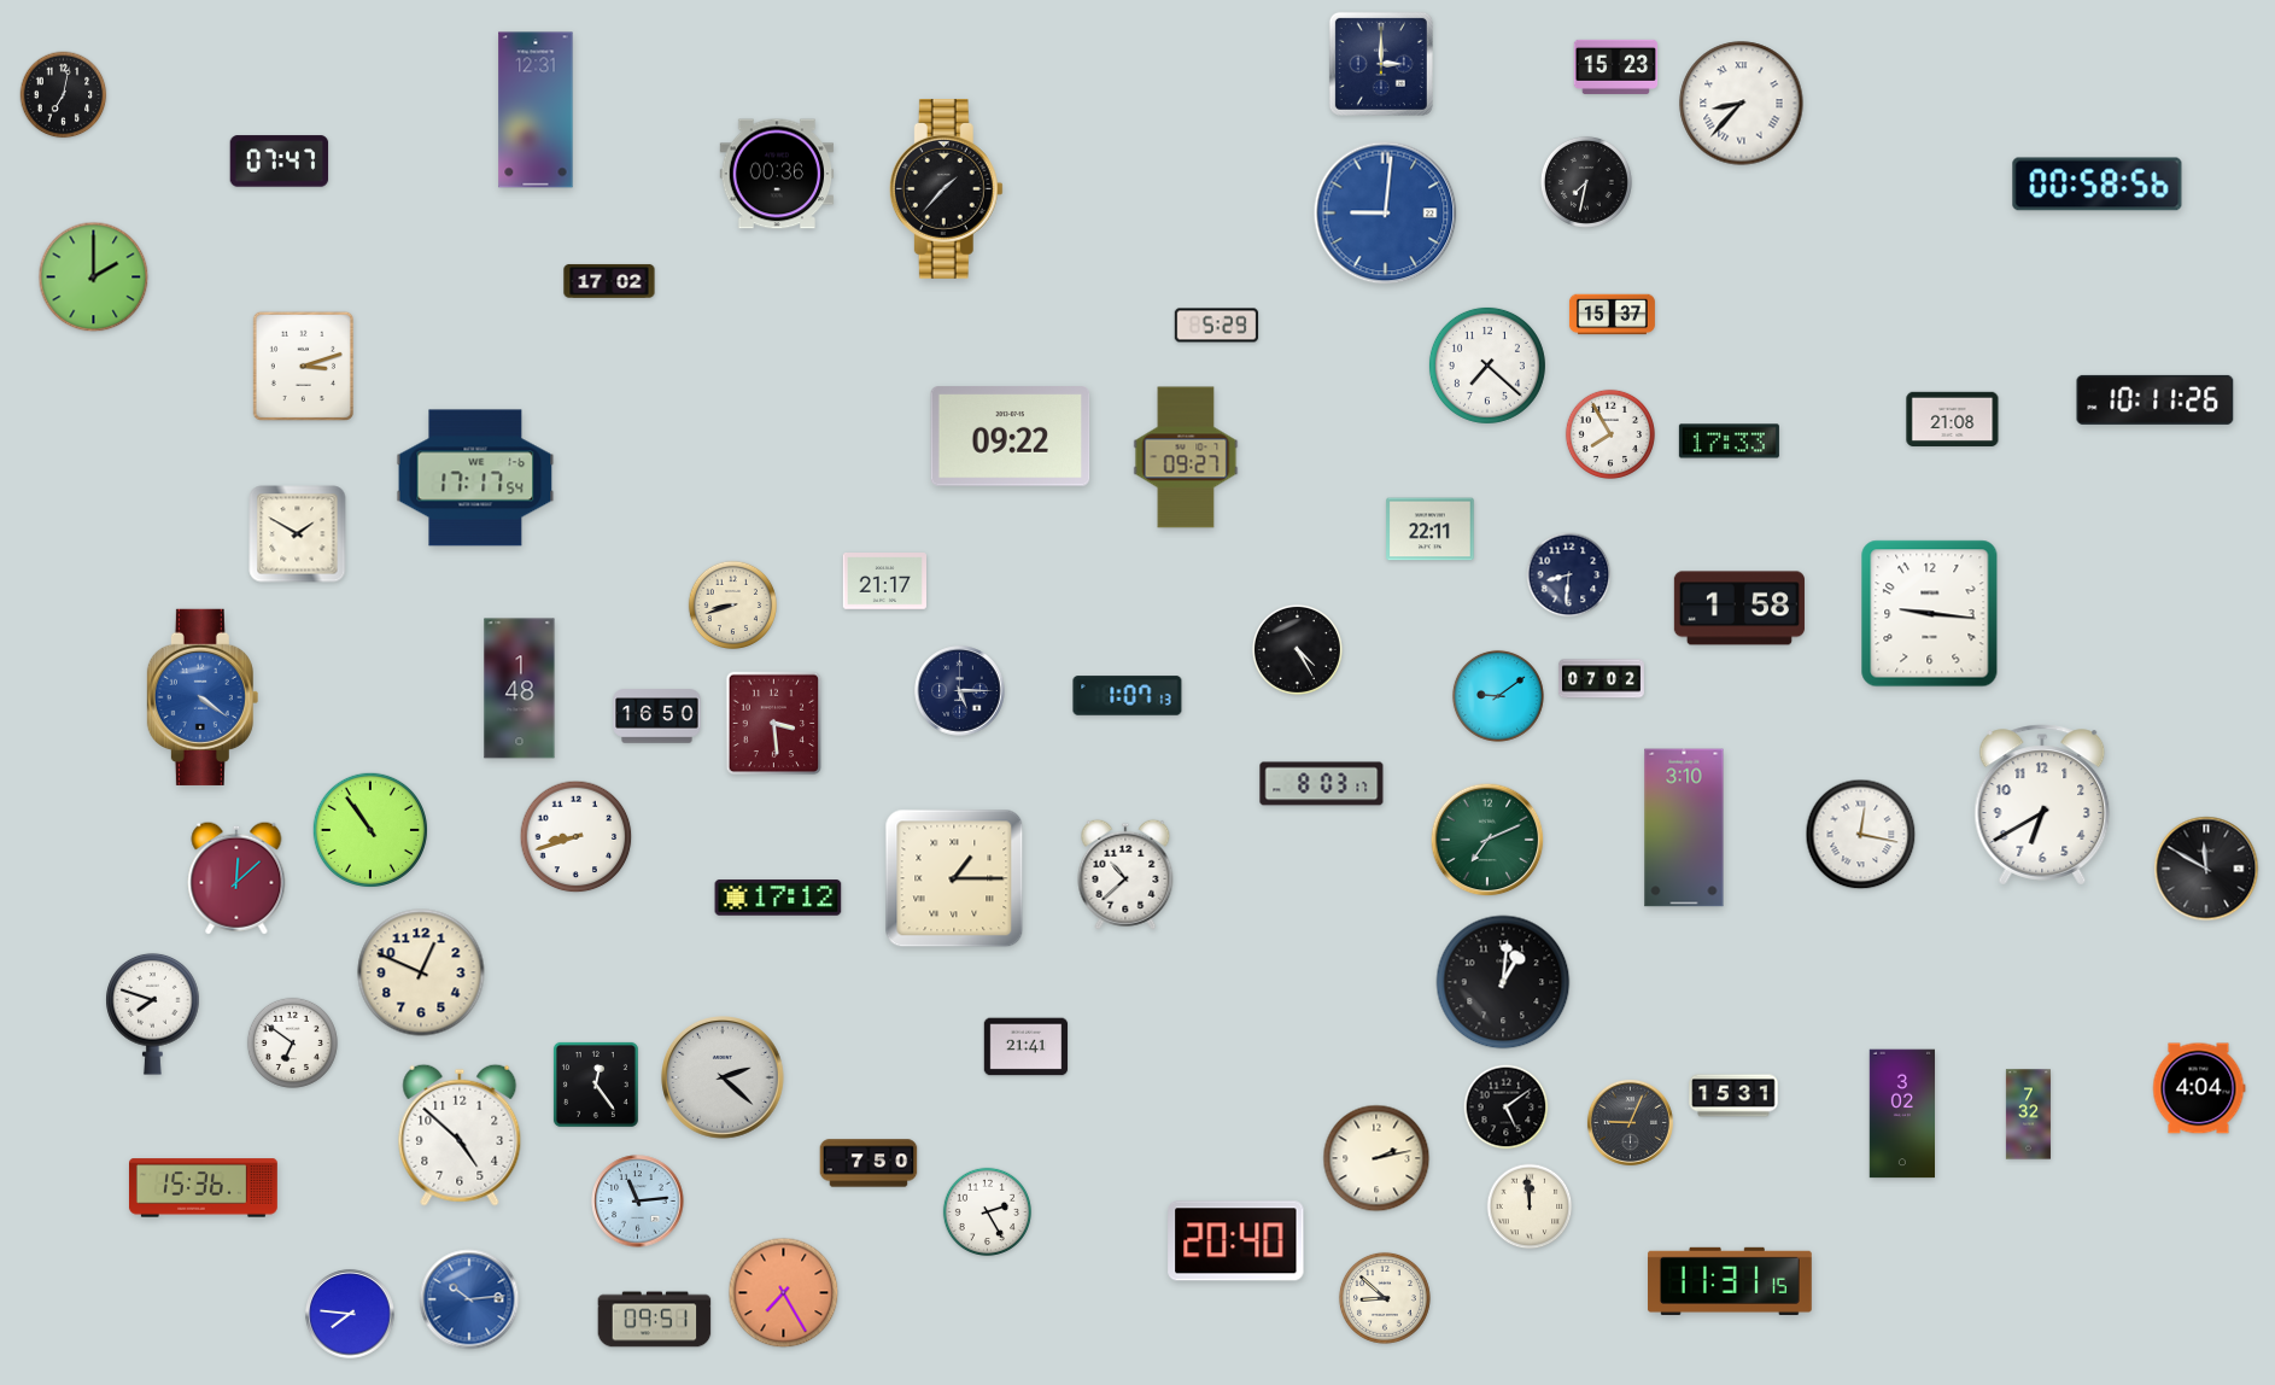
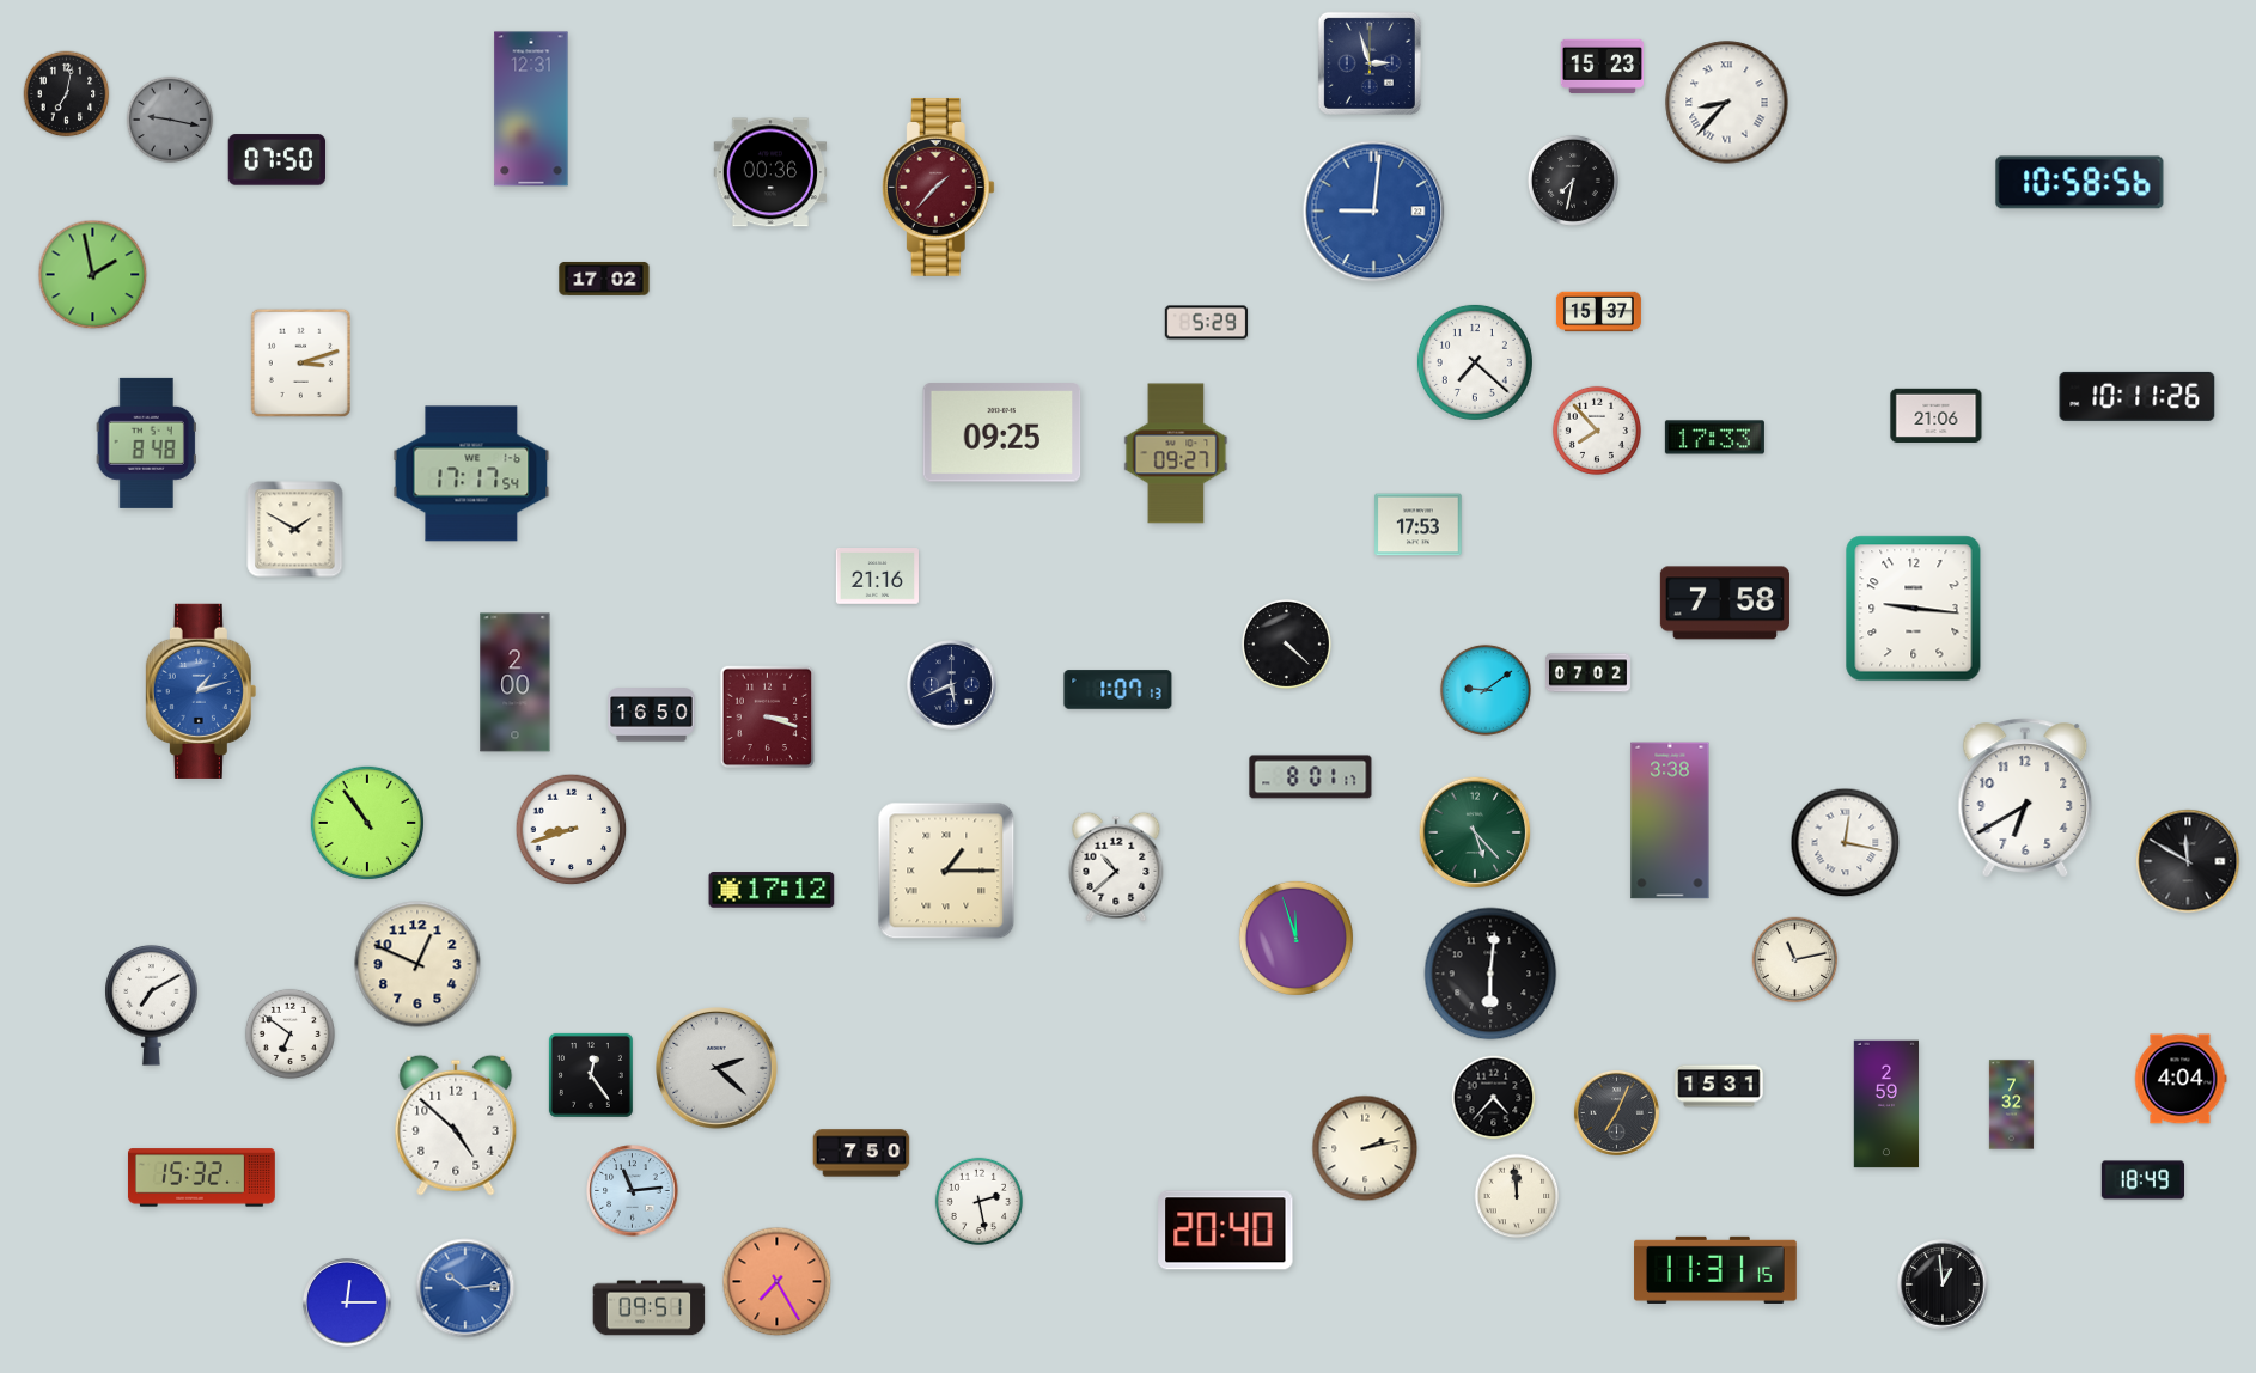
clock at (1381, 64): 3:00 -> 2:57
clock at (64, 95) position: (64, 95) -> (67, 94)
clock at (170, 120): none -> 9:17
clock at (280, 162): 07:47 -> 07:50
clock at (2098, 185): 00:58 -> 10:58
clock at (946, 188) dial: black -> burgundy
clock at (94, 277): 2:00 -> 1:58
clock at (1953, 419): 21:08 -> 21:06
clock at (1610, 434): 7:55 -> 7:53
clock at (1011, 437): 09:22 -> 09:25
clock at (146, 443): none -> 8:48
clock at (1431, 530): 22:11 -> 17:53
clock at (1569, 575): 8:31 -> none
clock at (884, 582): 21:17 -> 21:16
clock at (732, 604): 8:42 -> none
clock at (1739, 608): 1:58 -> 7:58
clock at (1297, 649): 4:25 -> 4:22
clock at (520, 689): 1:48 -> 2:00
clock at (960, 691): 5:15 -> 5:41
clock at (203, 697): 4:21 -> 1:12
clock at (657, 717) position: (657, 717) -> (652, 715)
clock at (774, 724): 3:29 -> 3:18
clock at (1322, 784): 8:03 -> 8:01
clock at (1684, 828): 3:10 -> 3:38
clock at (1861, 835) position: (1861, 835) -> (1846, 843)
clock at (1487, 840): 7:11 -> 5:23
clock at (236, 878): 12:08 -> none
clock at (1295, 938): none -> 11:57
clock at (1795, 960): none -> 11:13
clock at (1503, 982): 1:01 -> 6:01
clock at (153, 1013): 7:48 -> 7:10
clock at (1027, 1047): 21:41 -> none
clock at (1507, 1108): 5:09 -> 4:37
clock at (1901, 1114): 3:02 -> 2:59
clock at (1630, 1122): 9:04 -> 7:04
clock at (203, 1188): 15:36 -> 15:32
clock at (2144, 1180): none -> 18:49
clock at (987, 1211): 2:25 -> 2:28
clock at (1943, 1284): none -> 12:59
clock at (1385, 1298): 8:52 -> none
clock at (350, 1314): 7:46 -> 12:15
